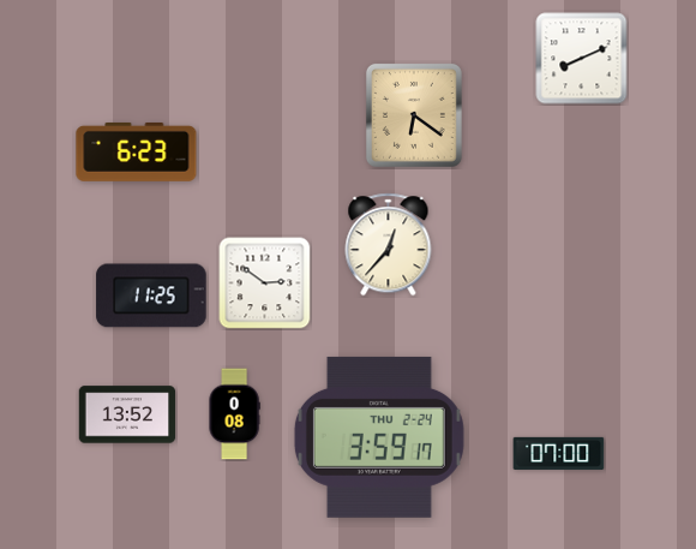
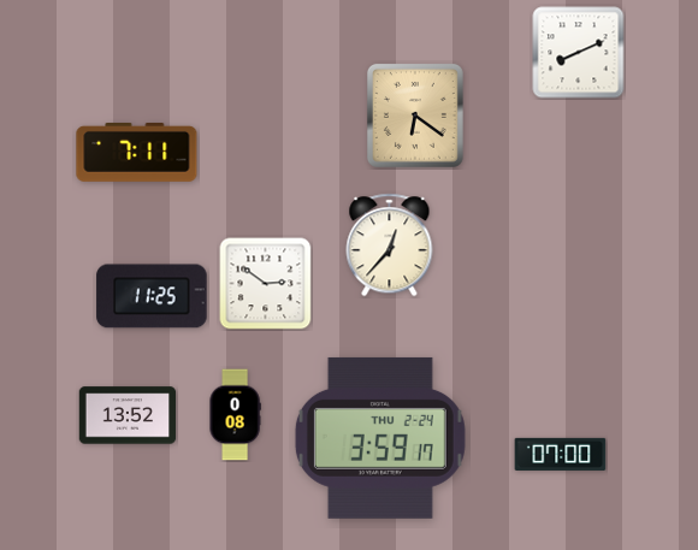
clock at (582, 59) position: (582, 59) -> (579, 53)
clock at (137, 151): 6:23 -> 7:11
